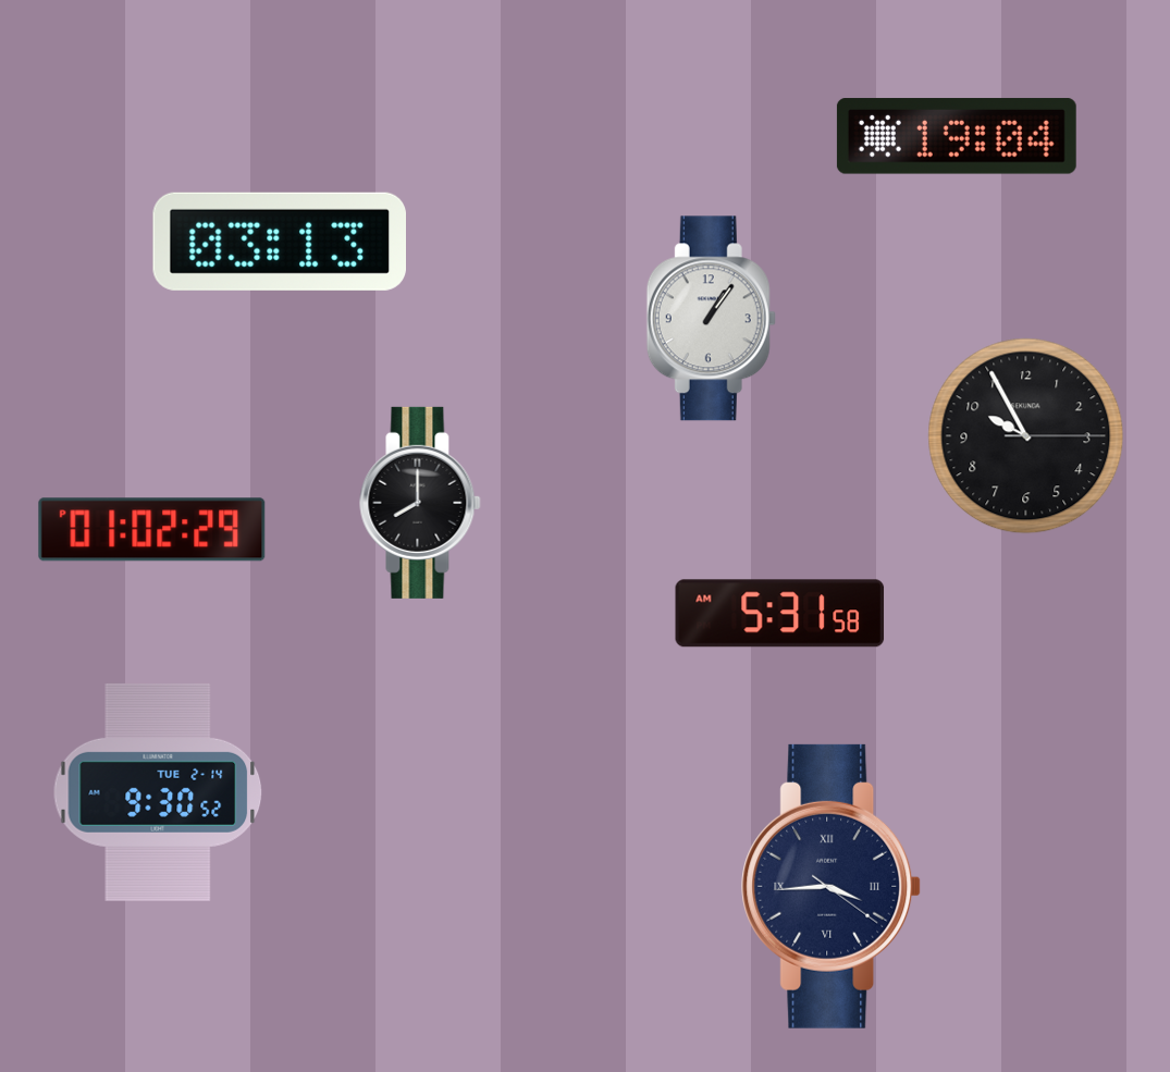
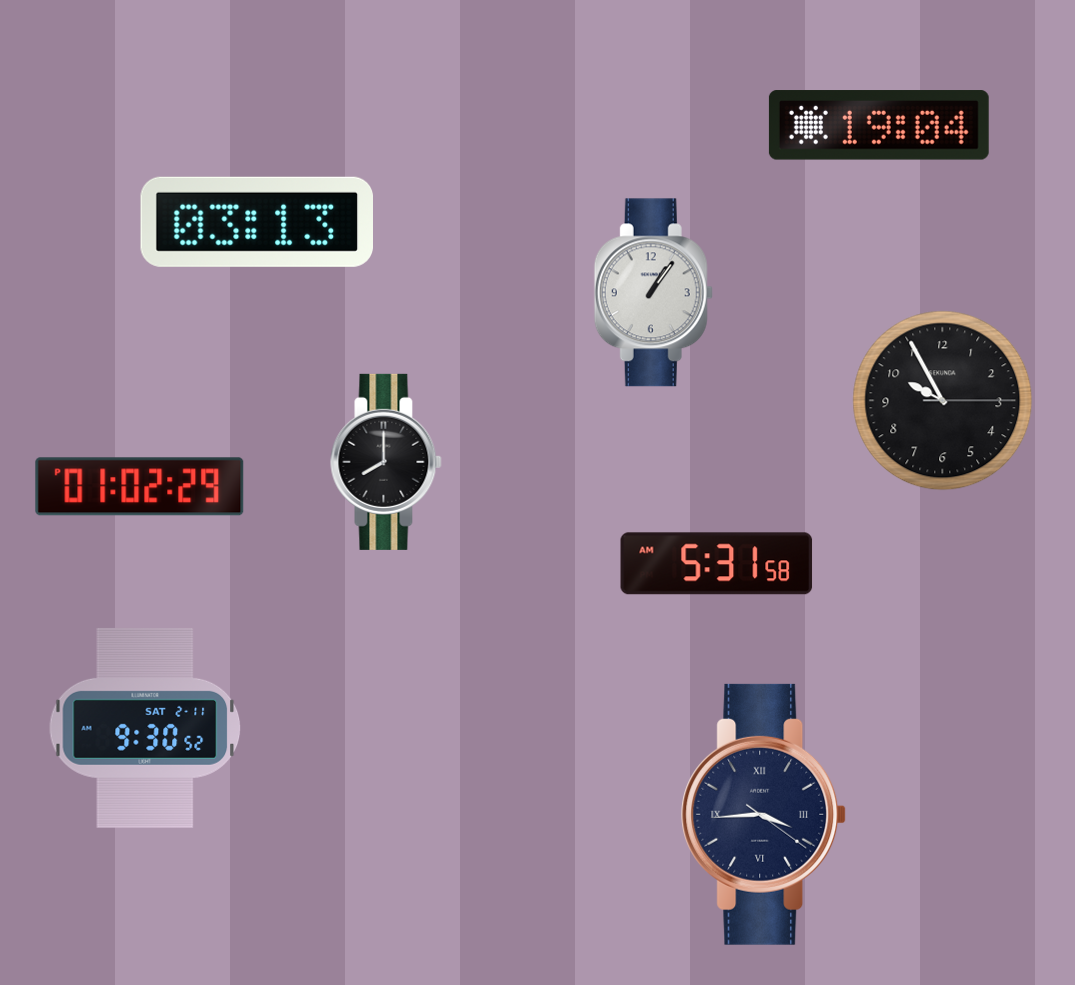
clock at (158, 792) date: TUE 2-14 -> SAT 2-11
